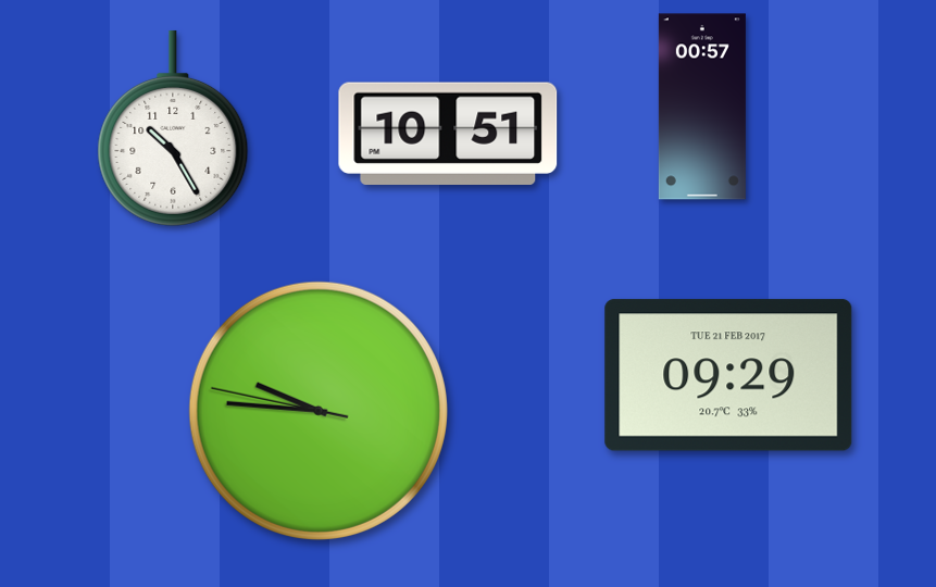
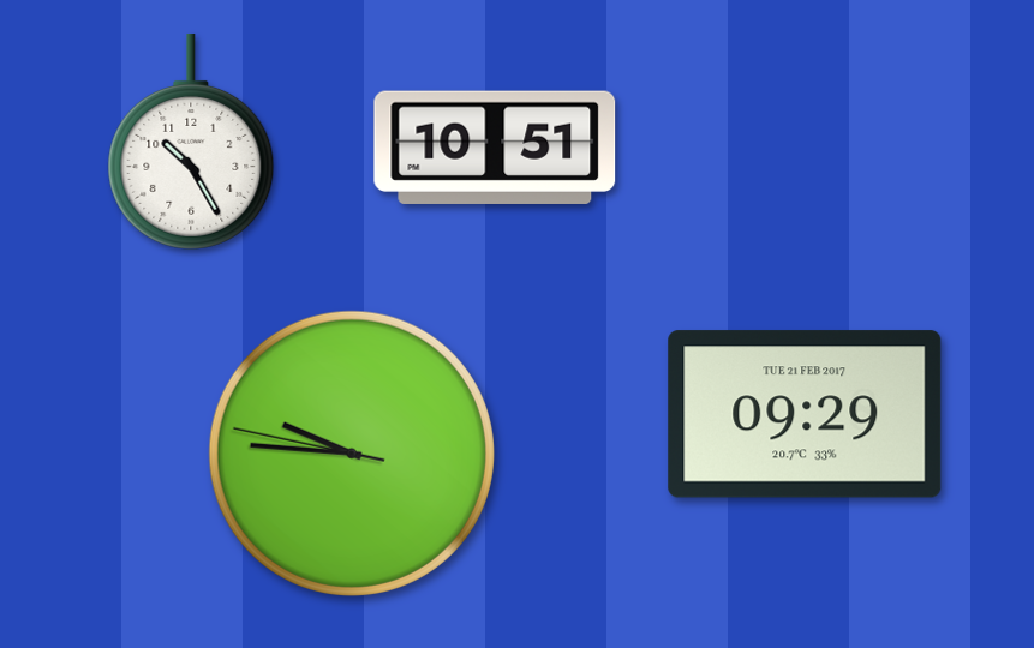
clock at (702, 107): 00:57 -> none
